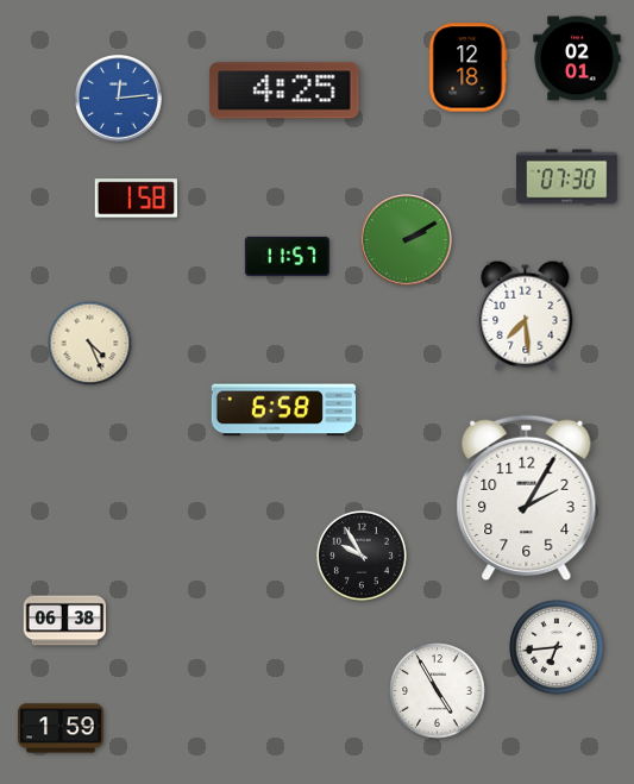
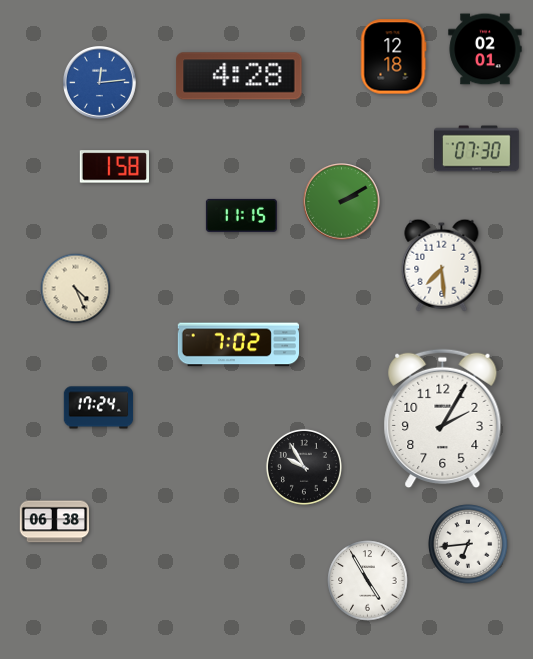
clock at (284, 90): 4:25 -> 4:28
clock at (287, 256): 11:57 -> 11:15
clock at (283, 410): 6:58 -> 7:02
clock at (99, 408): none -> 17:24
clock at (62, 728): 1:59 -> none
